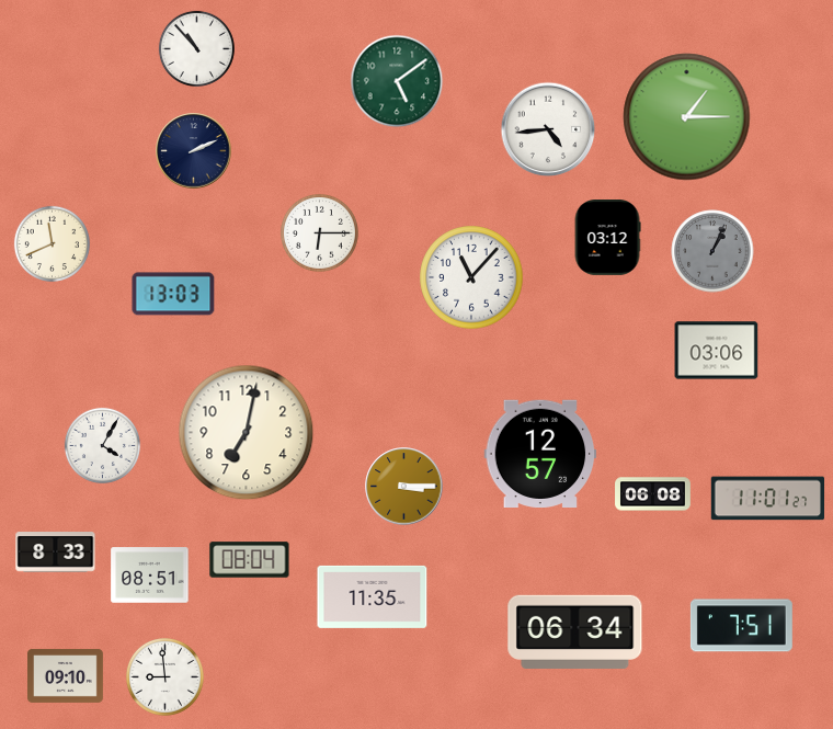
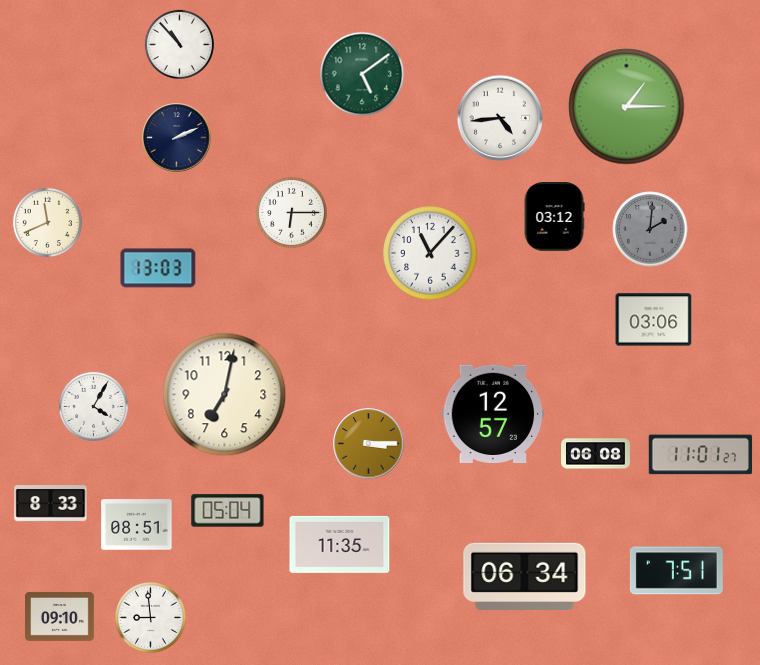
clock at (712, 251): 1:04 -> 2:01
clock at (653, 494) position: (653, 494) -> (596, 454)
clock at (250, 560): 08:04 -> 05:04
